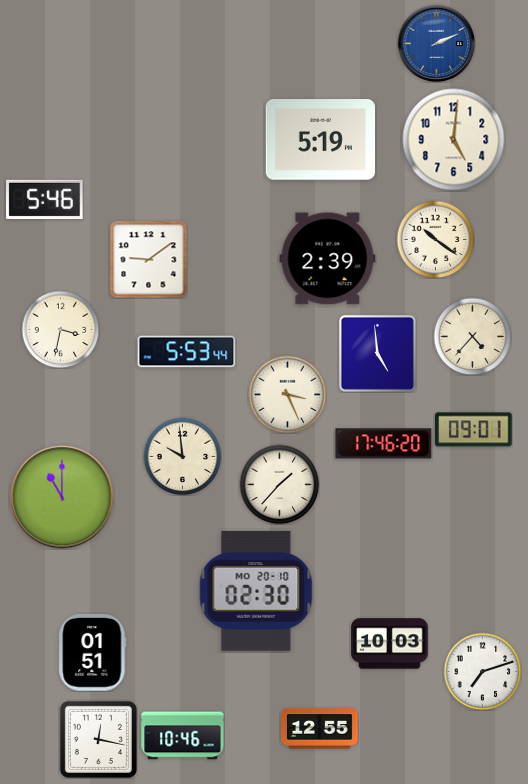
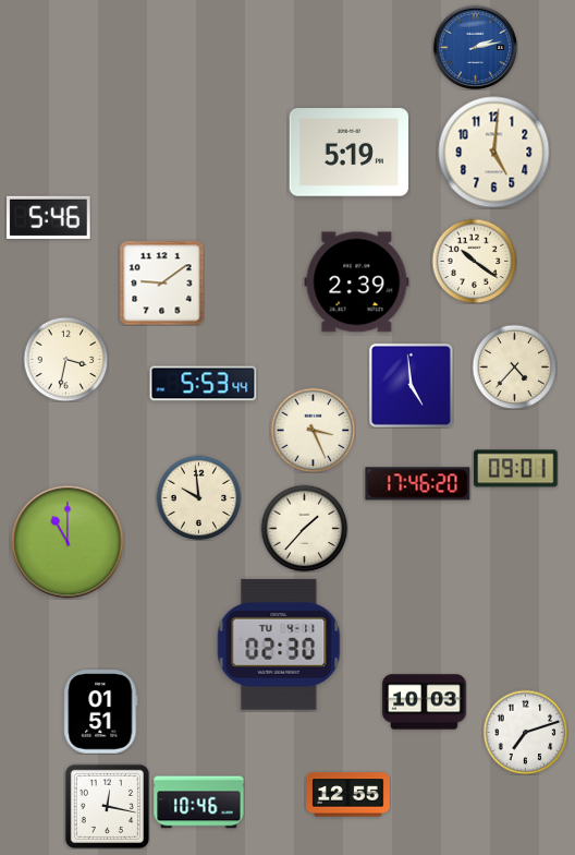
clock at (436, 43): 2:11 -> 2:13
clock at (256, 591) date: MO 20-10 -> TU 4-11
